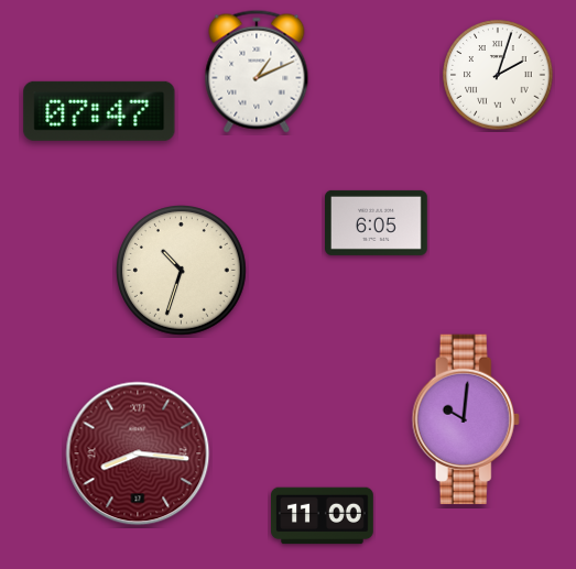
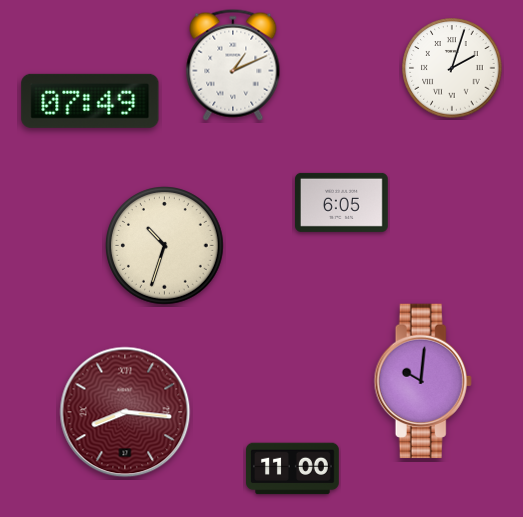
clock at (99, 111): 07:47 -> 07:49
